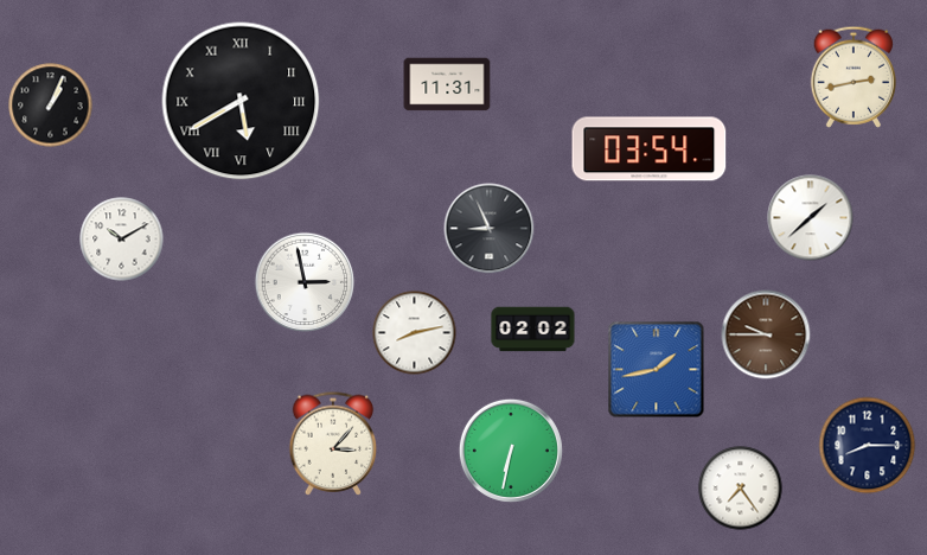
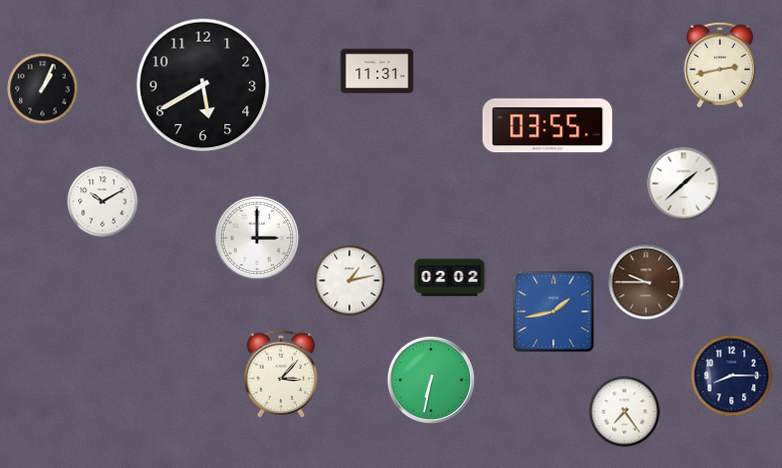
clock at (241, 101) numerals: Roman -> Arabic
clock at (650, 149): 03:54 -> 03:55
clock at (490, 229): 8:56 -> none
clock at (305, 282): 2:58 -> 3:00
clock at (415, 333): 8:13 -> 1:13
